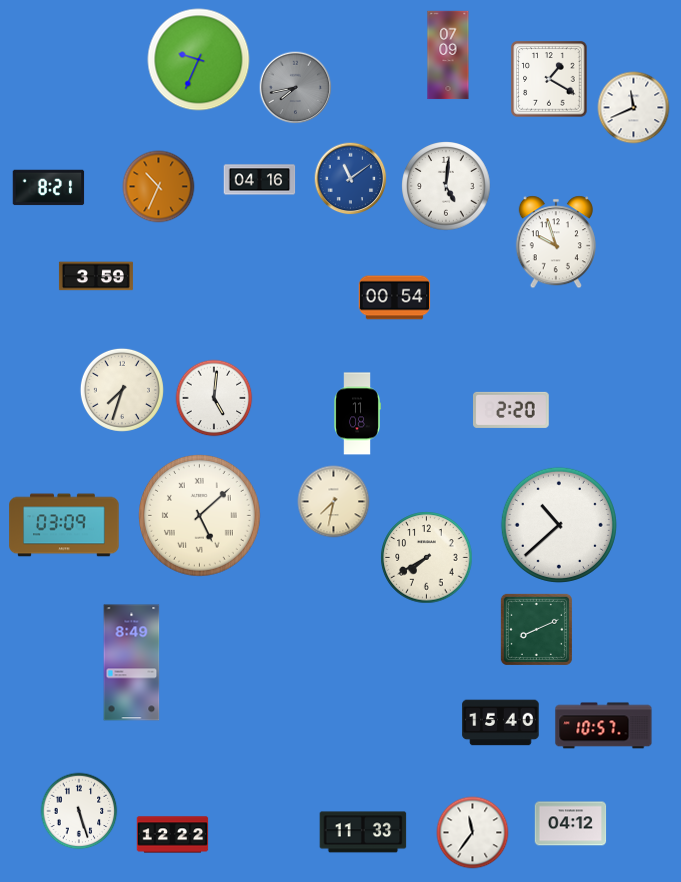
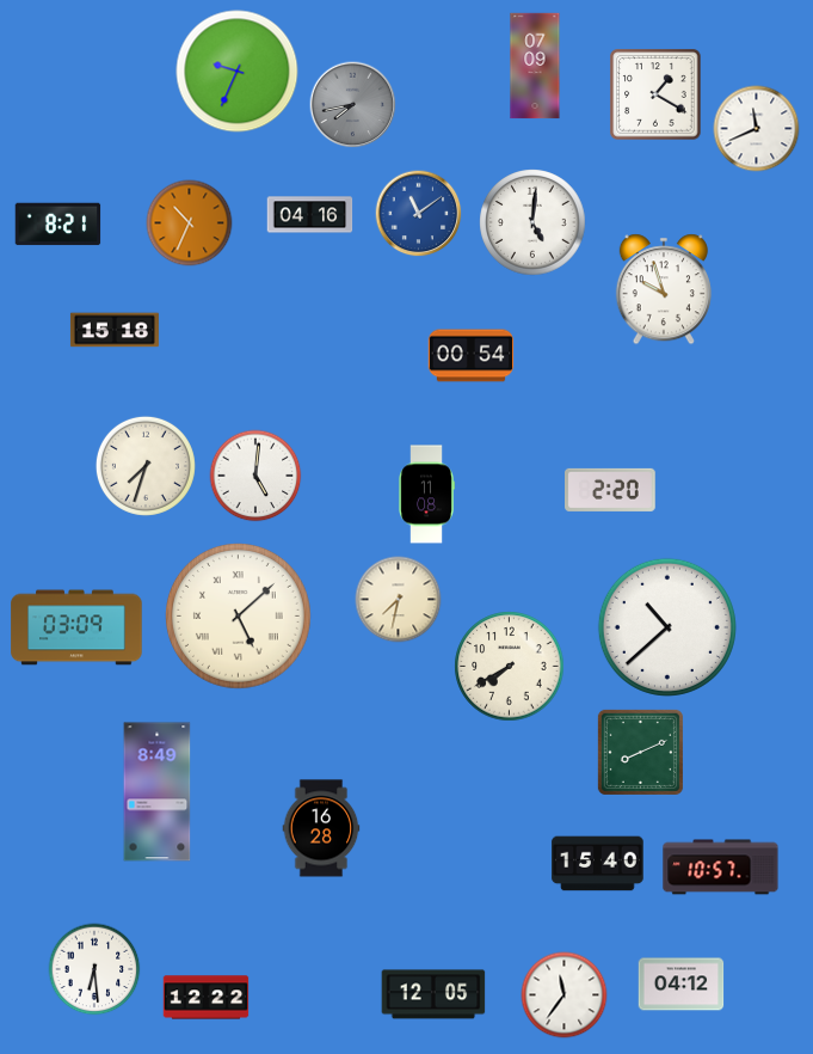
clock at (96, 276): 3:59 -> 15:18
clock at (321, 828): none -> 16:28
clock at (79, 811): 5:27 -> 6:29
clock at (363, 832): 11:33 -> 12:05
